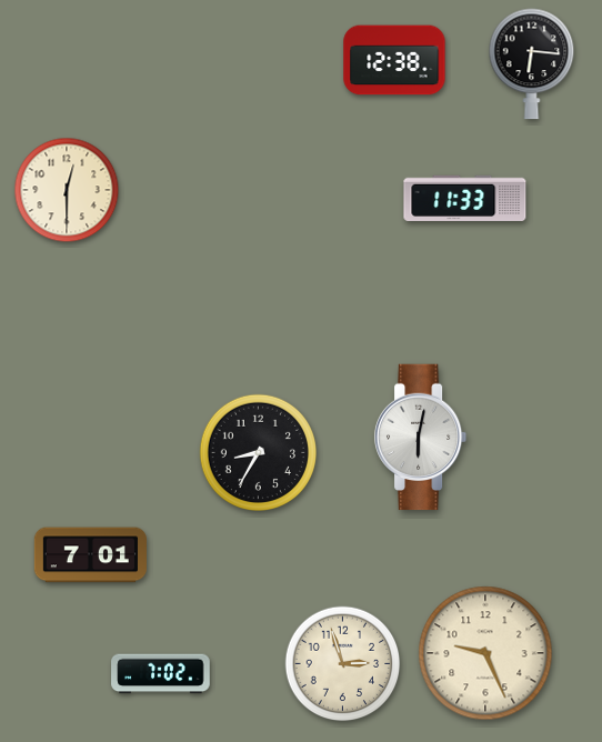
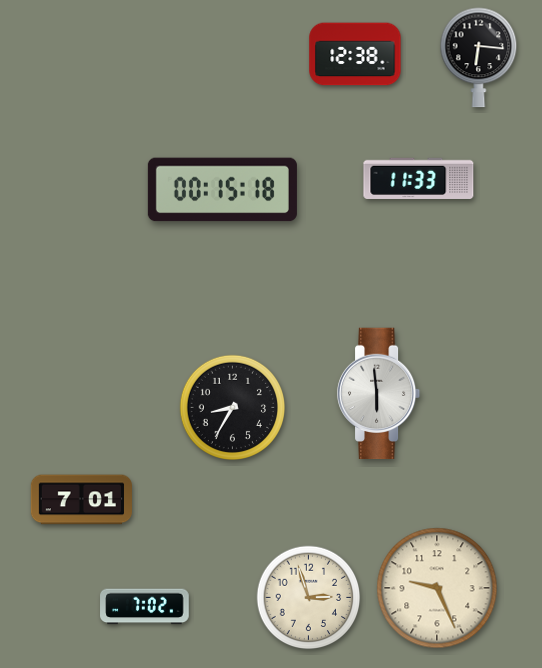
clock at (67, 190): 12:30 -> none
clock at (222, 190): none -> 00:15
clock at (421, 438): 6:02 -> 5:59
